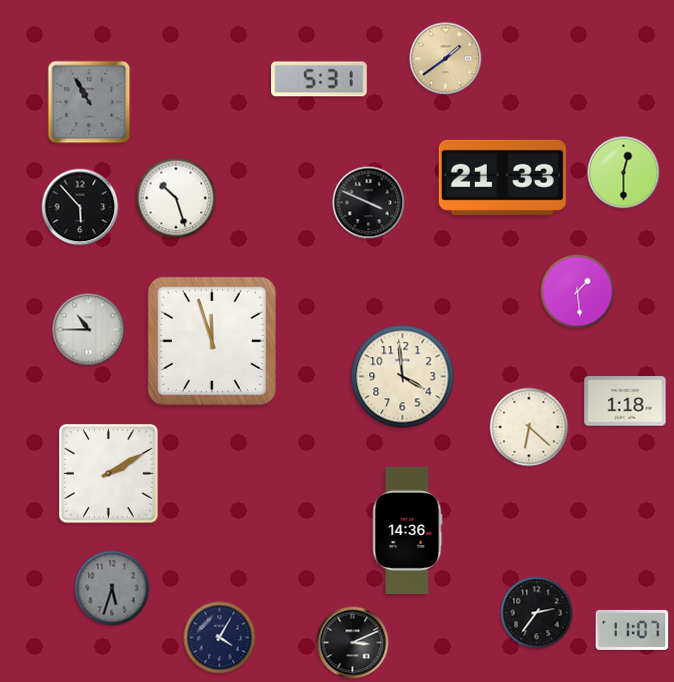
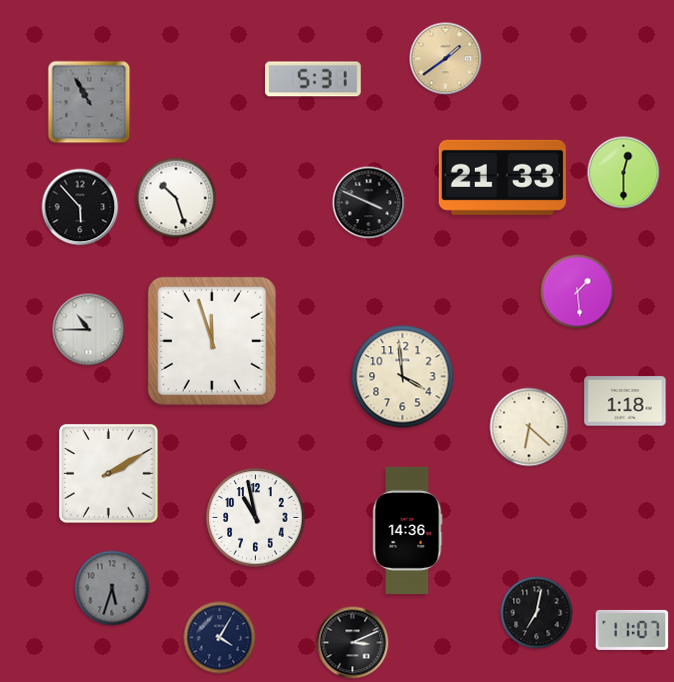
clock at (320, 79) position: (320, 79) -> (314, 79)
clock at (256, 518): none -> 10:58
clock at (537, 613): 2:36 -> 7:02
